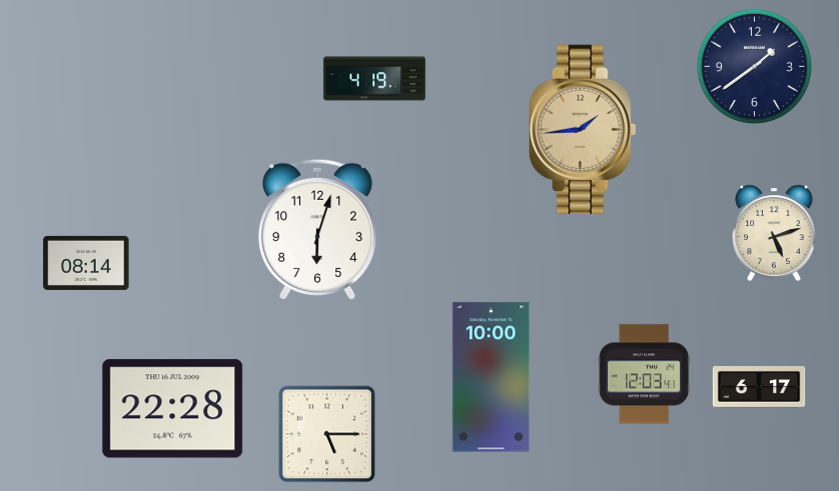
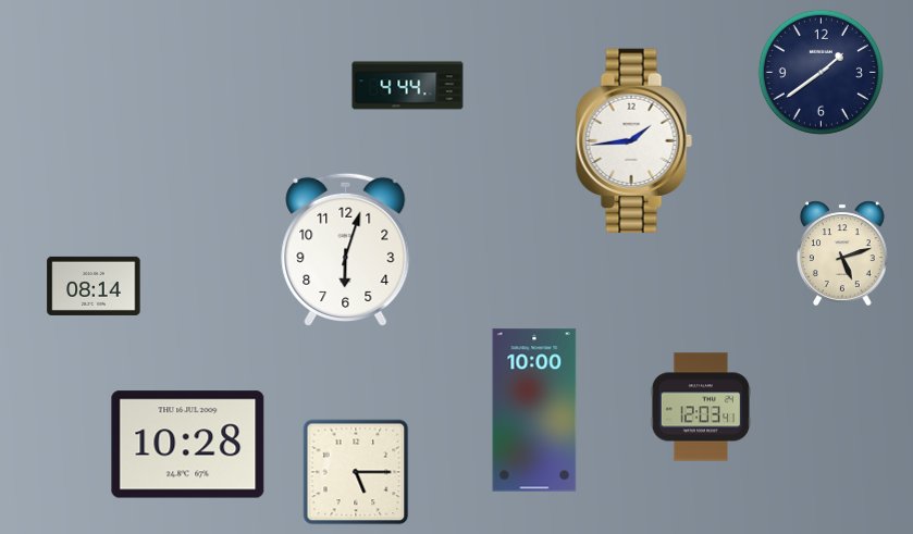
clock at (375, 79): 4:19 -> 4:44
clock at (582, 129) dial: champagne -> white
clock at (759, 387): 6:17 -> none
clock at (173, 409): 22:28 -> 10:28
